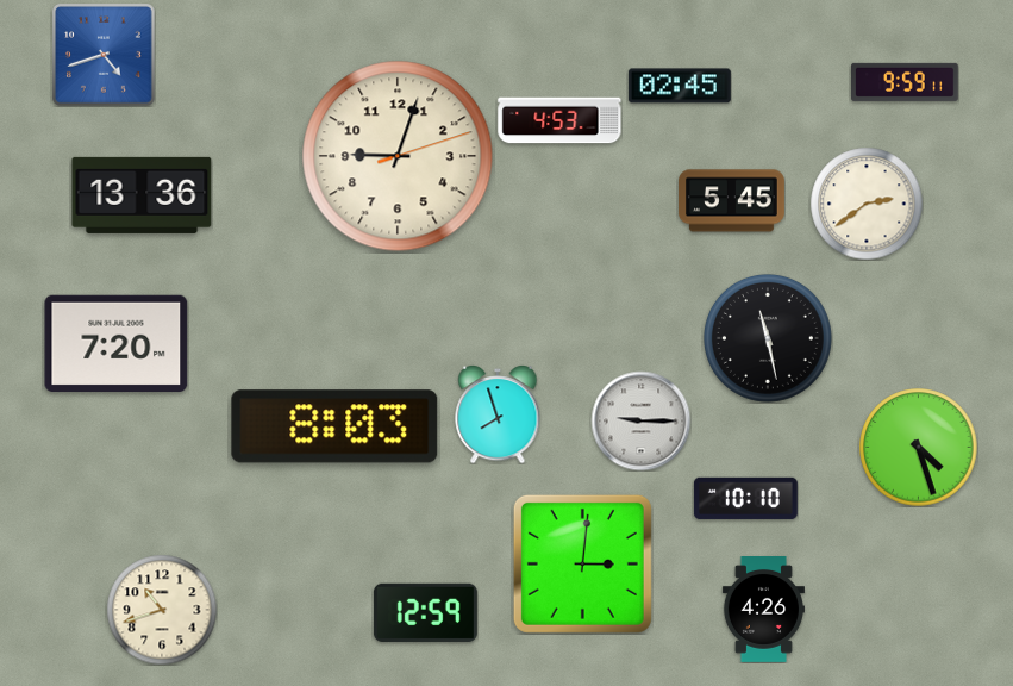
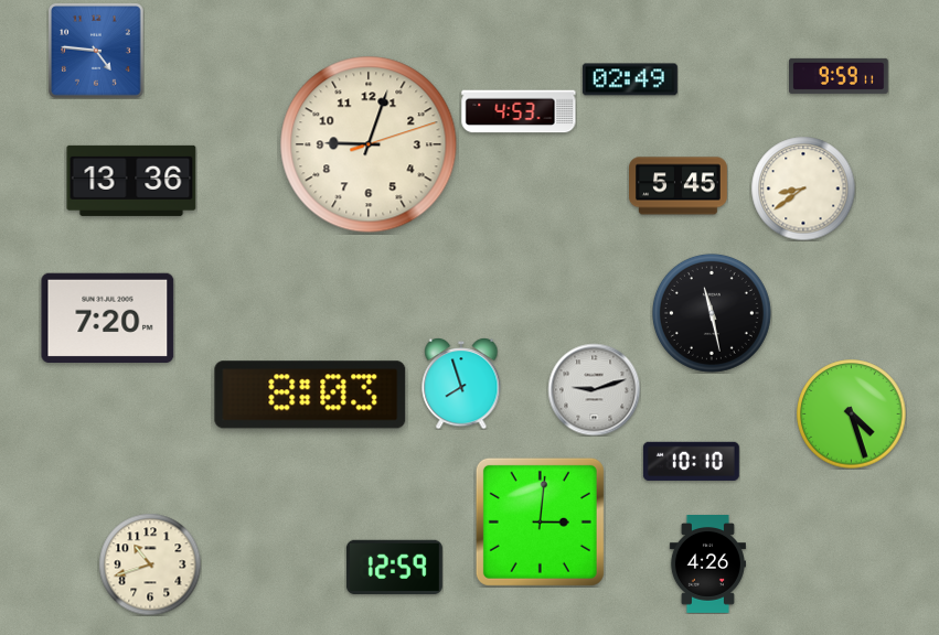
clock at (104, 55): 4:42 -> 4:46
clock at (680, 86): 02:45 -> 02:49
clock at (867, 204): 2:39 -> 8:39
clock at (640, 420): 9:15 -> 9:12
